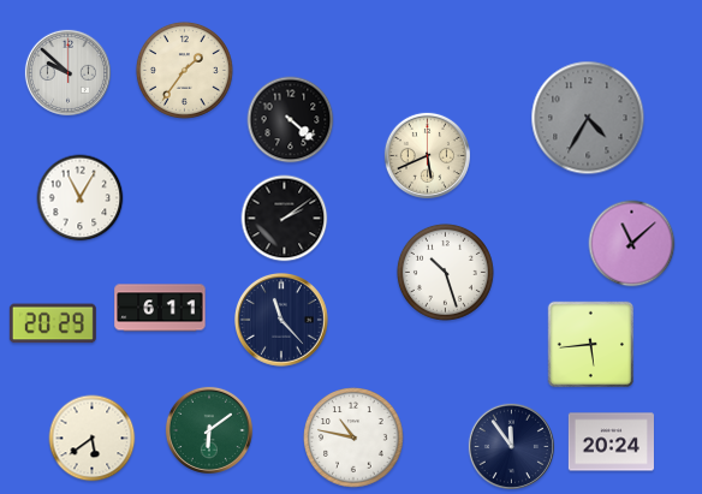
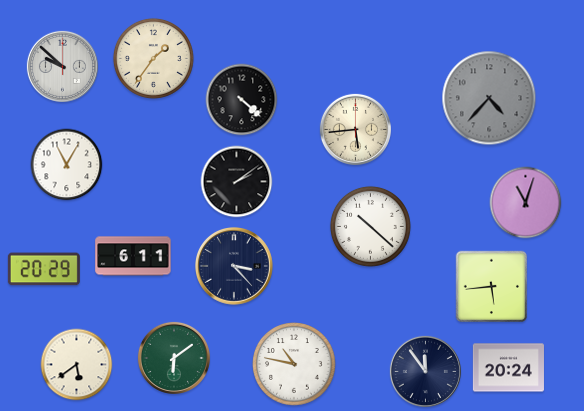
clock at (67, 72) position: (67, 72) -> (62, 66)
clock at (588, 118): 4:35 -> 4:37
clock at (427, 155): 5:41 -> 5:44
clock at (632, 244): 11:08 -> 11:03
clock at (445, 272): 10:27 -> 10:22
clock at (282, 321): 11:23 -> 3:23
